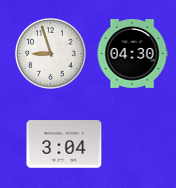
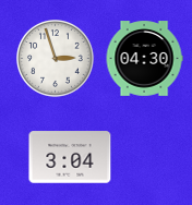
clock at (51, 54): 8:57 -> 2:57
